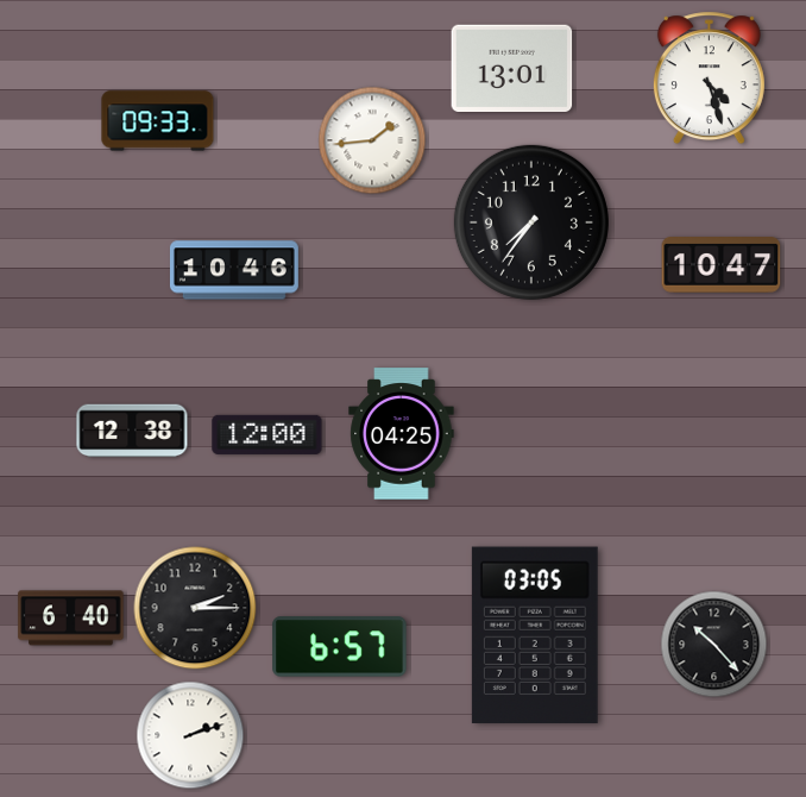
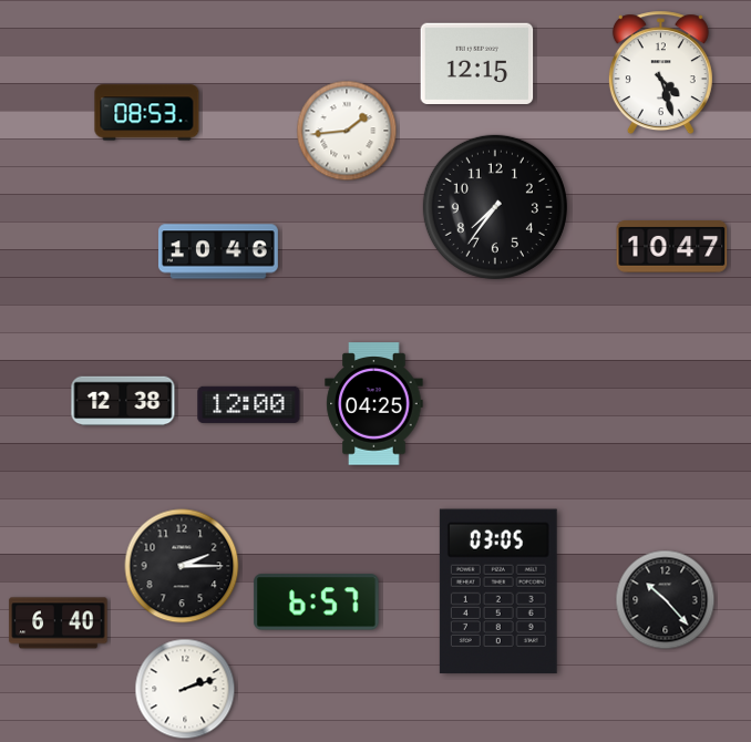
clock at (512, 69): 13:01 -> 12:15
clock at (158, 121): 09:33 -> 08:53
clock at (71, 619) position: (71, 619) -> (59, 624)
clock at (190, 735) position: (190, 735) -> (185, 689)
